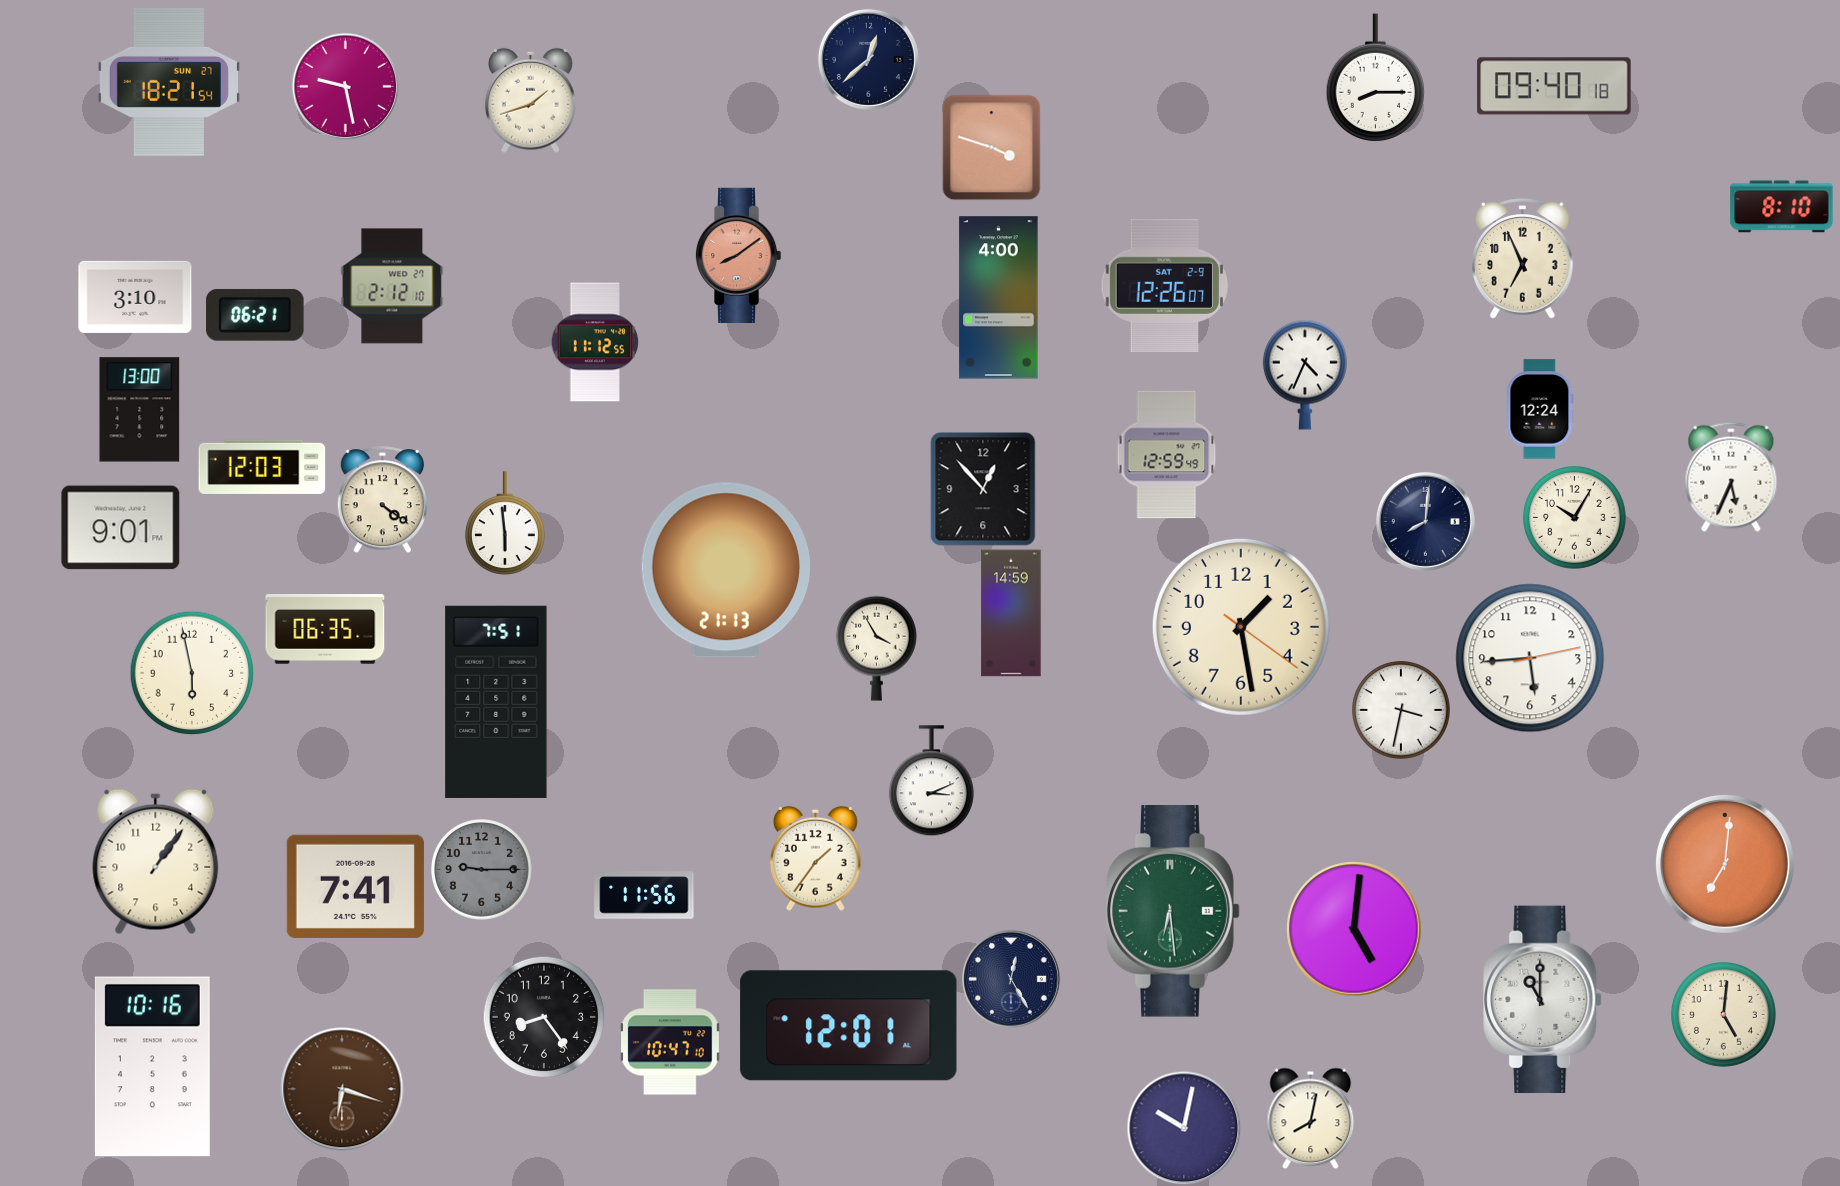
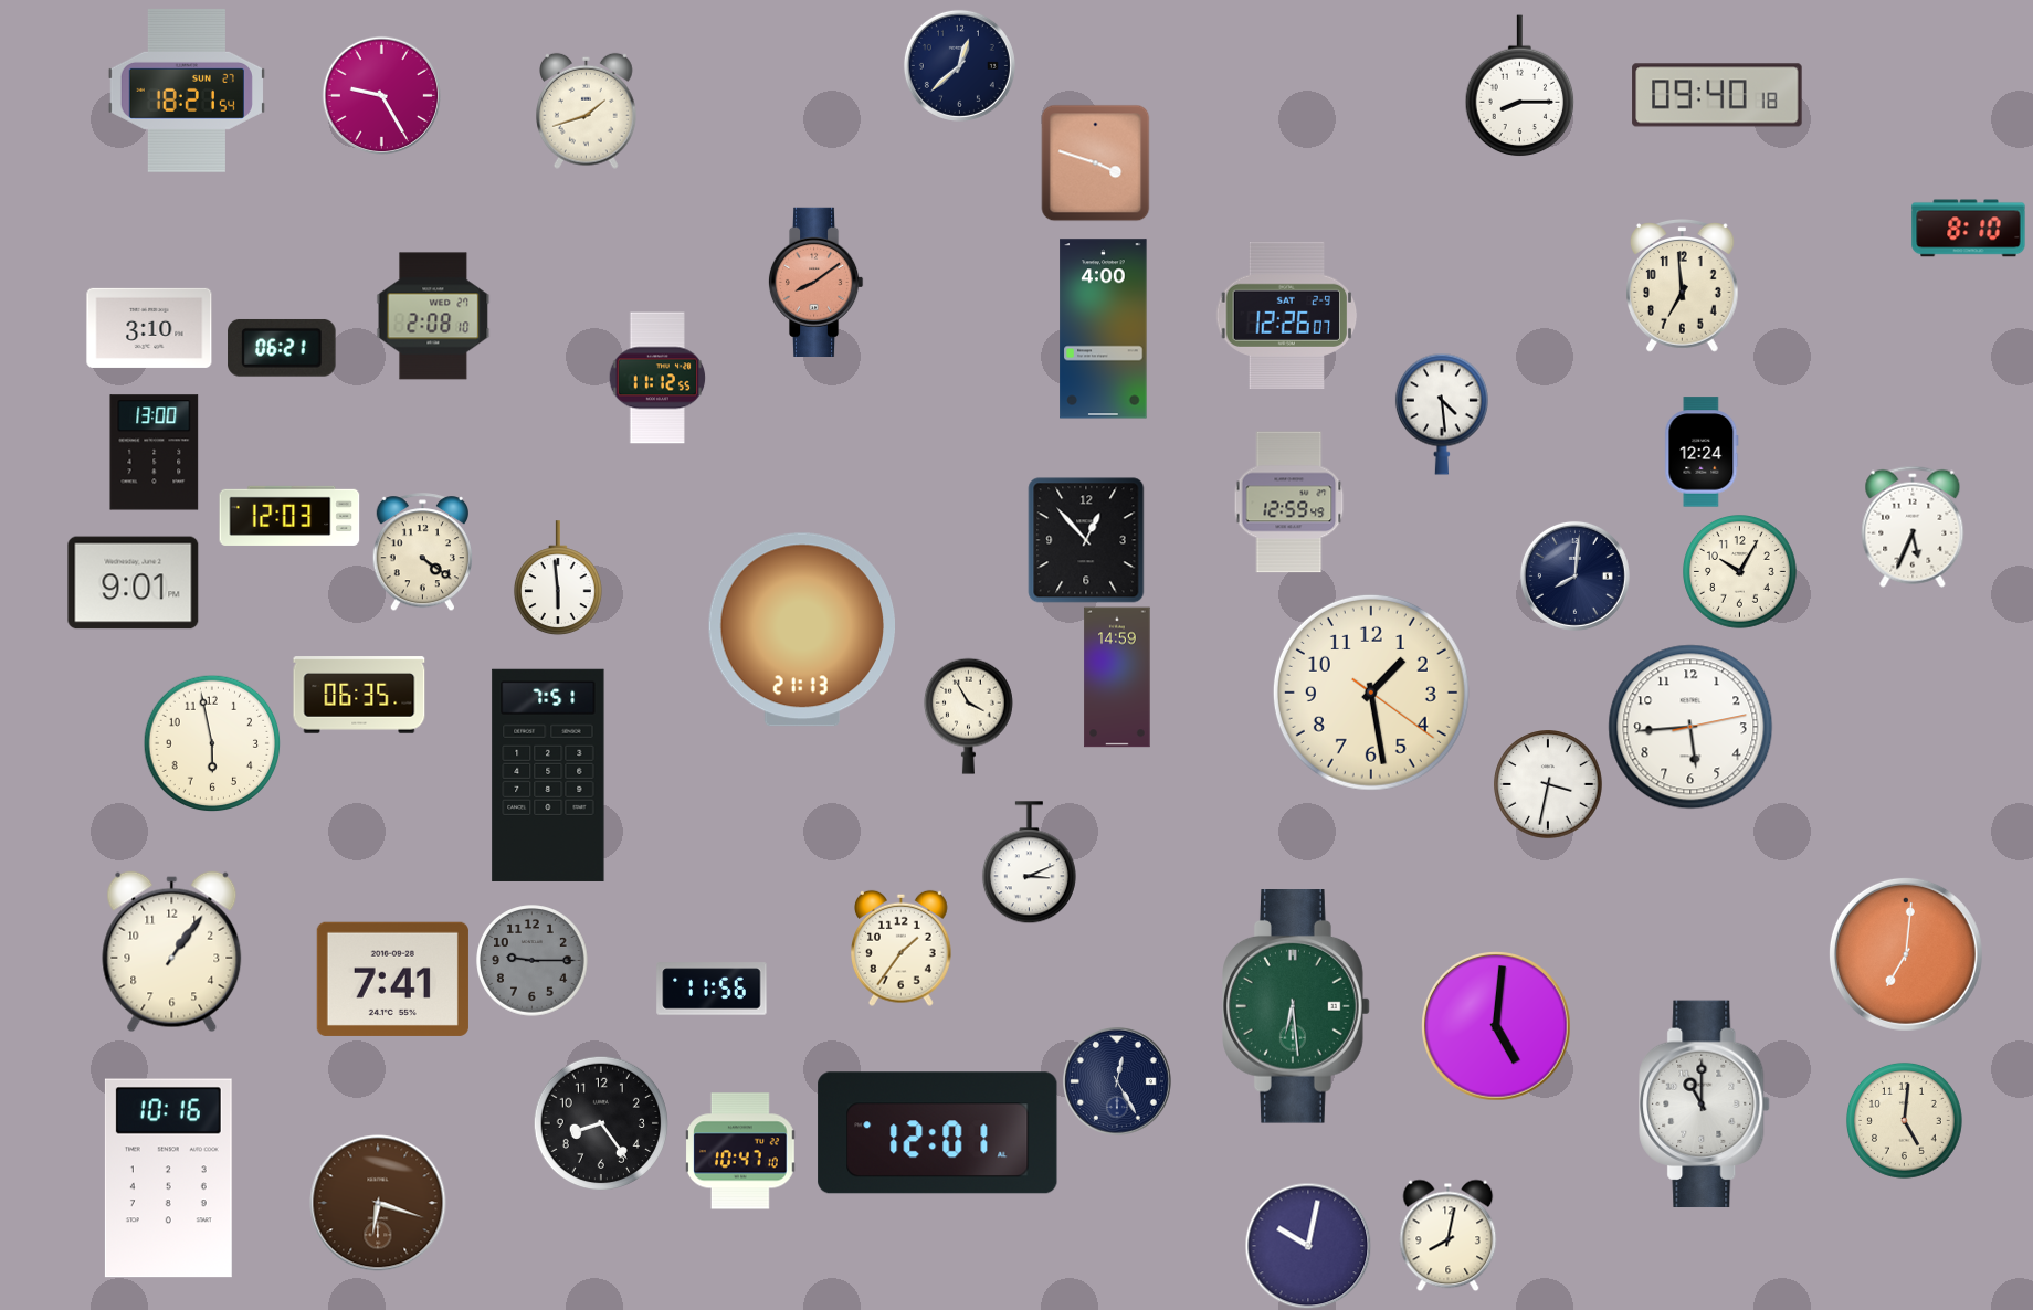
clock at (345, 86): 9:28 -> 9:25
clock at (1523, 259): 6:56 -> 6:59
clock at (392, 286): 2:12 -> 2:08
clock at (1305, 375): 4:34 -> 4:29
